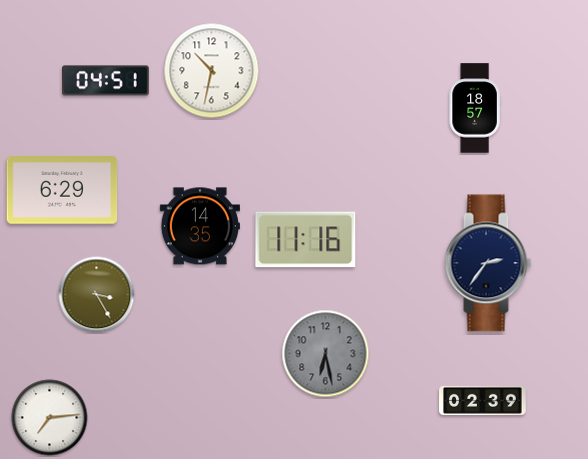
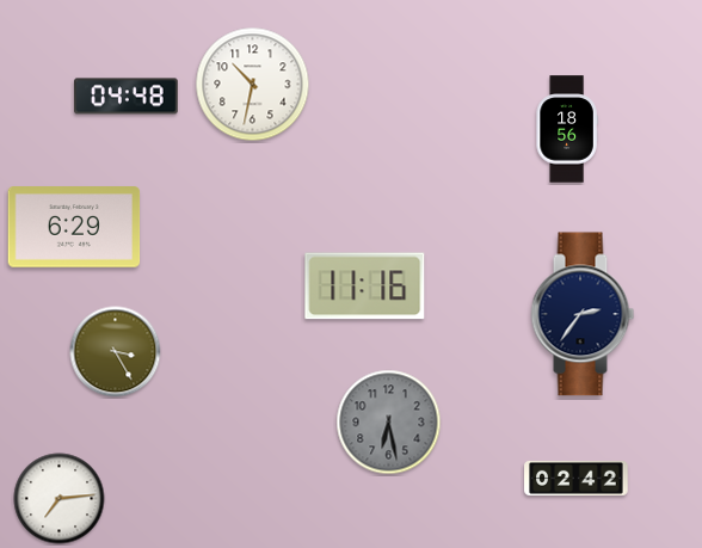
clock at (106, 81): 04:51 -> 04:48
clock at (475, 108): 18:57 -> 18:56
clock at (200, 226): 14:35 -> none
clock at (483, 400): 02:39 -> 02:42
